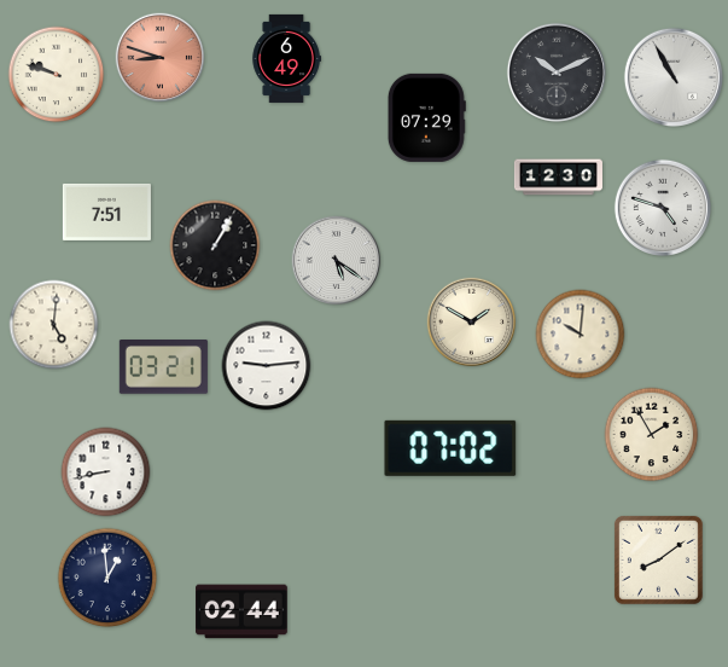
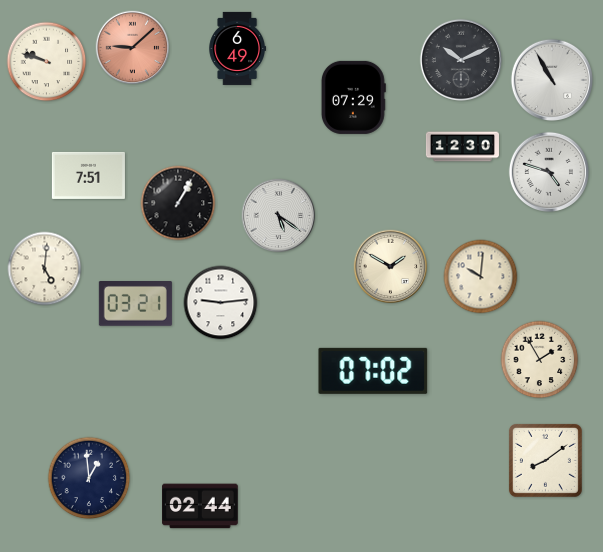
clock at (161, 58): 8:48 -> 9:08
clock at (674, 77) position: (674, 77) -> (552, 80)
clock at (106, 472): 8:43 -> none
clock at (658, 559) position: (658, 559) -> (545, 460)
